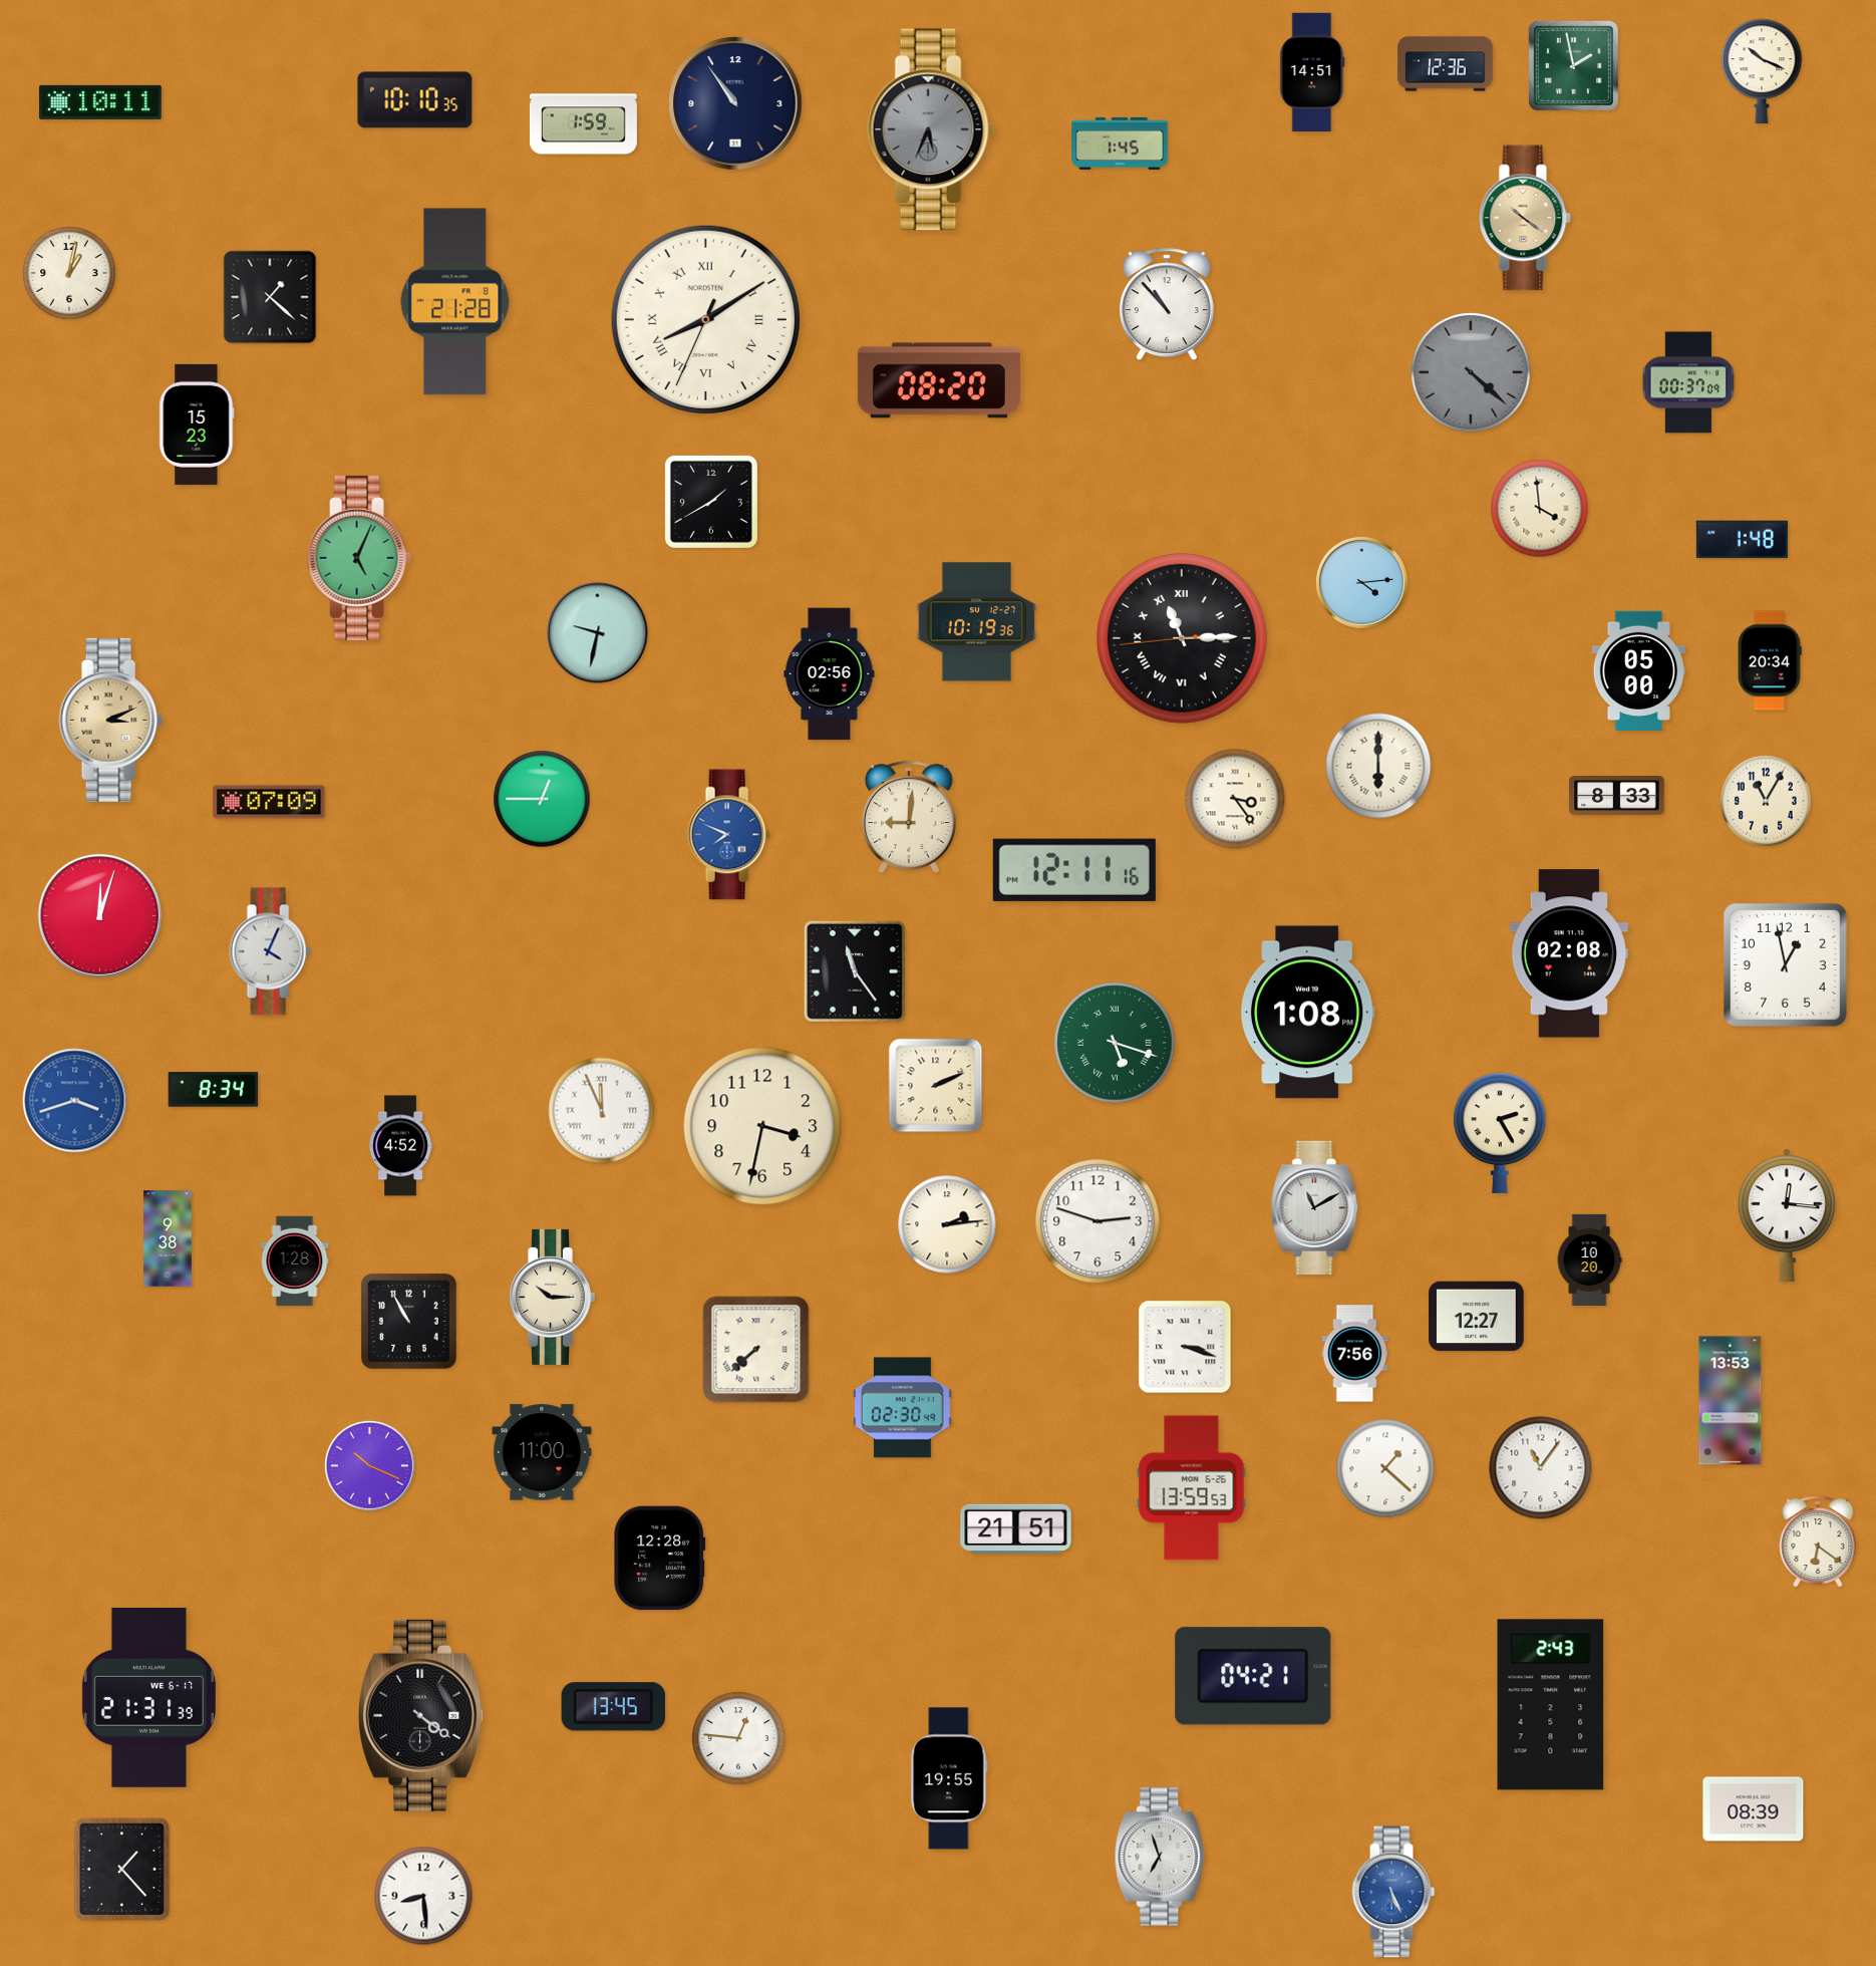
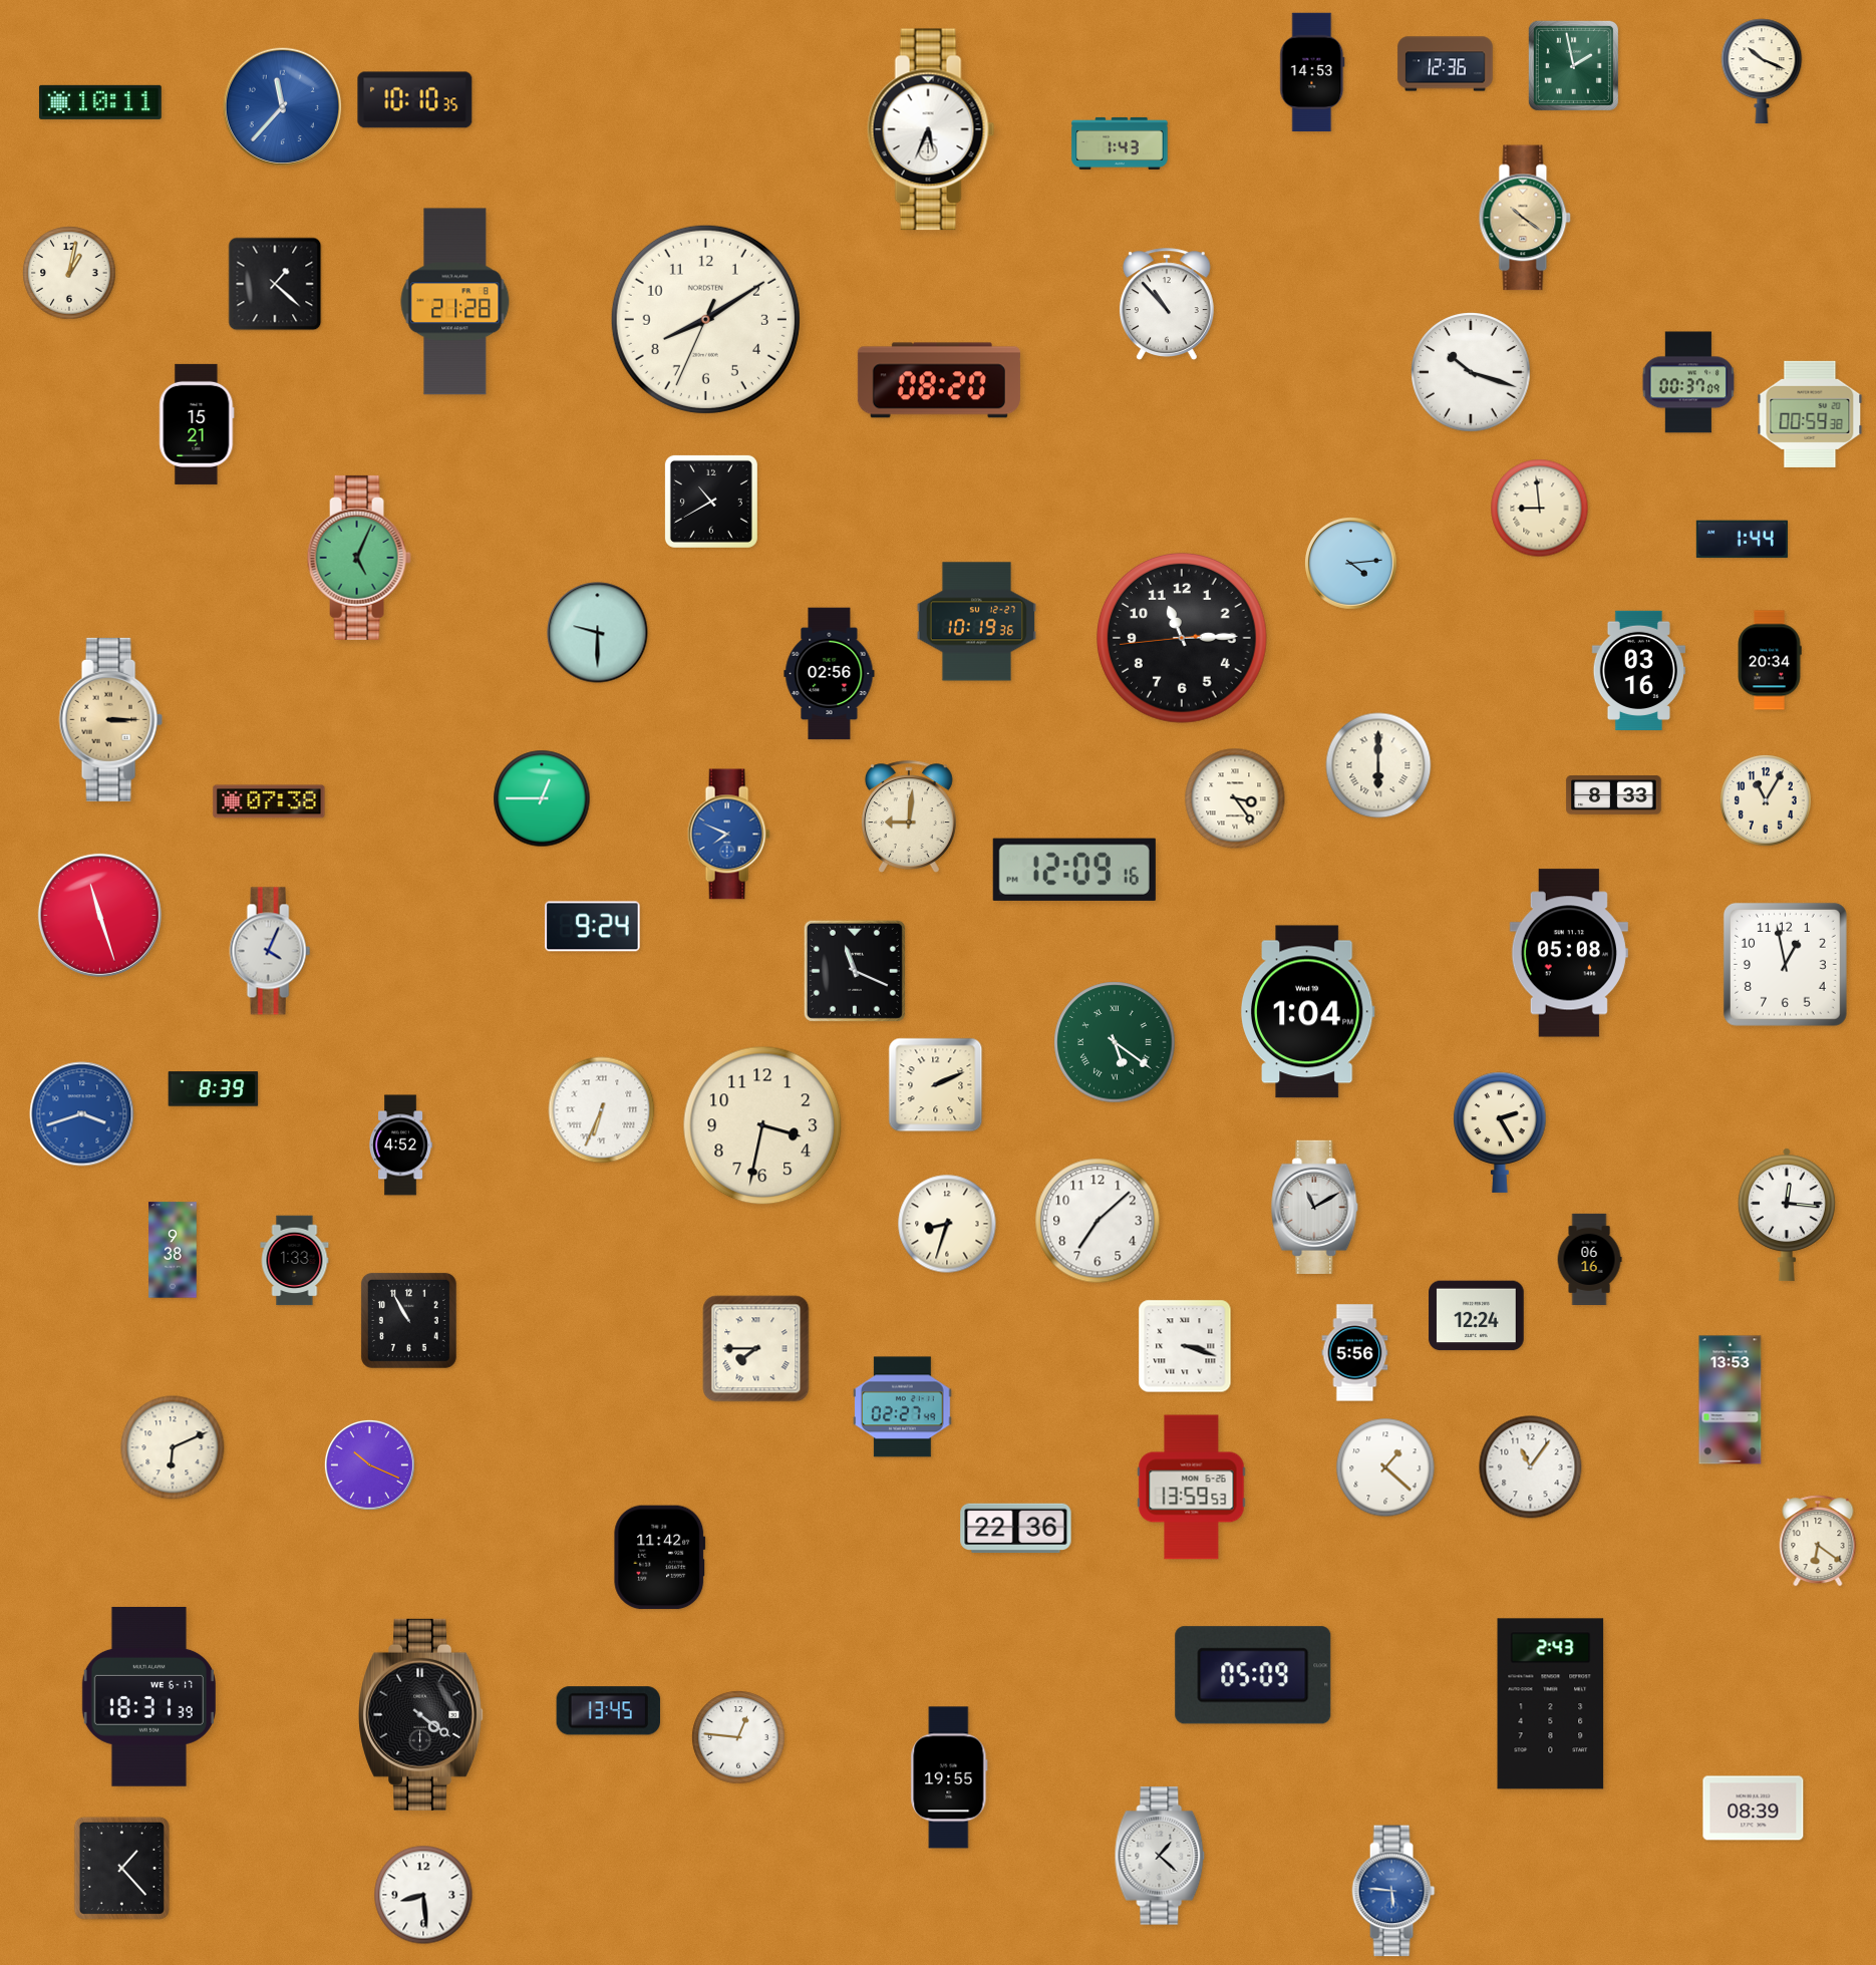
clock at (1312, 72): 14:51 -> 14:53
clock at (735, 103): 10:54 -> none
clock at (283, 107): none -> 11:37
clock at (583, 124): 1:59 -> none
clock at (931, 129) dial: grey -> white
clock at (1120, 144): 1:45 -> 1:43
clock at (270, 297) position: (270, 297) -> (275, 284)
clock at (705, 319) numerals: Roman -> Arabic
clock at (1471, 372): 4:22 -> 10:18
clock at (1471, 372) dial: grey -> white
clock at (1810, 414): none -> 00:59
clock at (197, 425): 15:23 -> 15:21
clock at (711, 502): 1:40 -> 10:40
clock at (1540, 509): 3:59 -> 8:59
clock at (1742, 540): 1:48 -> 1:44
clock at (1361, 582) position: (1361, 582) -> (1350, 563)
clock at (598, 633): 9:32 -> 9:30
clock at (1183, 639) numerals: Roman -> Arabic
clock at (1639, 670): 05:00 -> 03:16
clock at (110, 720): 3:11 -> 3:15
clock at (1617, 796) position: (1617, 796) -> (1614, 795)
clock at (269, 802): 07:09 -> 07:38
clock at (1074, 870): 12:11 -> 12:09
clock at (99, 915): 12:03 -> 11:27
clock at (593, 927): none -> 9:24
clock at (1569, 953): 02:08 -> 05:08
clock at (855, 971): 11:24 -> 11:19
clock at (1307, 1013): 1:08 -> 1:04
clock at (1115, 1043): 5:18 -> 5:21
clock at (214, 1090): 8:34 -> 8:39
clock at (75, 1101) position: (75, 1101) -> (82, 1114)
clock at (602, 1111): 11:56 -> 6:34
clock at (1098, 1221): 2:48 -> 7:08
clock at (947, 1224): 2:14 -> 8:33
clock at (168, 1238) position: (168, 1238) -> (173, 1250)
clock at (1589, 1259): 10:20 -> 06:16
clock at (295, 1261): 1:28 -> 1:33
clock at (552, 1297): 10:15 -> none
clock at (1477, 1317): 12:27 -> 12:24
clock at (756, 1350): 7:38 -> 7:45
clock at (1355, 1354): 7:56 -> 5:56
clock at (903, 1408): 02:30 -> 02:27
clock at (173, 1447): none -> 6:11
clock at (542, 1452): 11:00 -> none
clock at (1541, 1468) position: (1541, 1468) -> (1531, 1467)
clock at (1016, 1529): 21:51 -> 22:36
clock at (660, 1559): 12:28 -> 11:42
clock at (1253, 1676): 04:21 -> 05:09
clock at (148, 1697): 21:31 -> 18:31
clock at (613, 1707) position: (613, 1707) -> (608, 1711)
clock at (1160, 1857): 6:57 -> 1:22
clock at (1393, 1892): 5:26 -> 5:46
